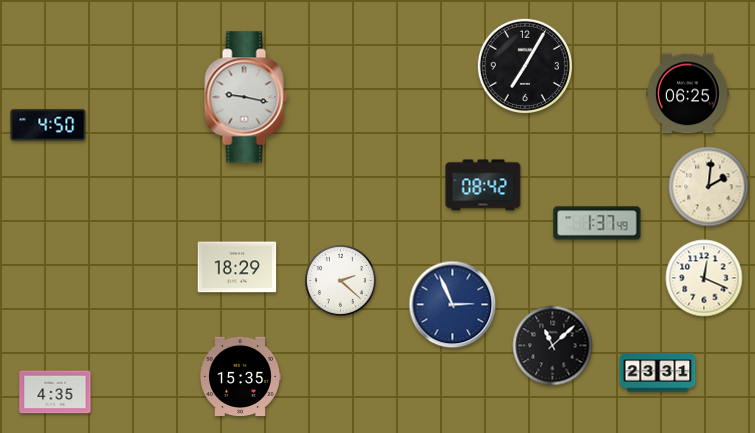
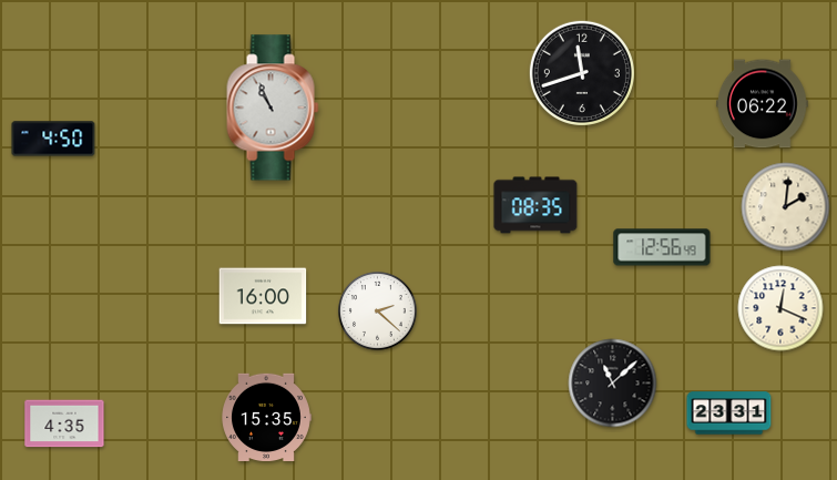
clock at (525, 66): 7:05 -> 11:42
clock at (688, 94): 06:25 -> 06:22
clock at (246, 97): 9:17 -> 10:56
clock at (483, 185): 08:42 -> 08:35
clock at (597, 223): 1:37 -> 12:56
clock at (237, 267): 18:29 -> 16:00
clock at (453, 305): 2:56 -> none
clock at (55, 392) position: (55, 392) -> (64, 423)
